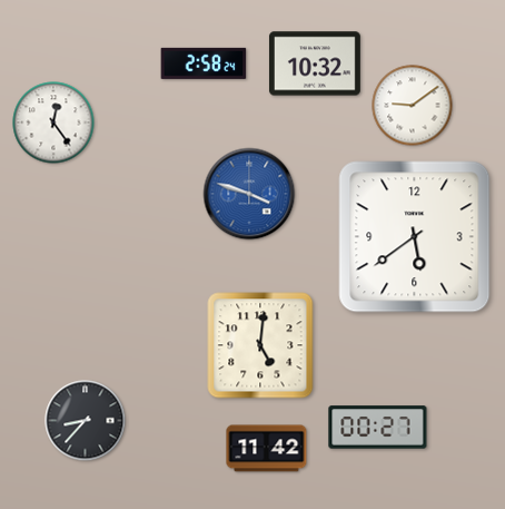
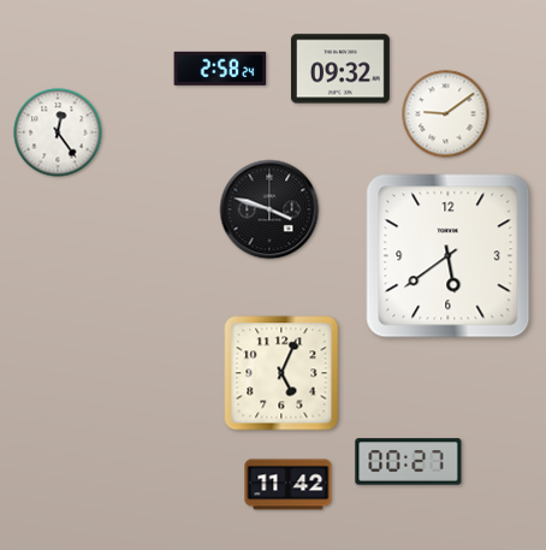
clock at (315, 63): 10:32 -> 09:32
clock at (249, 194) dial: blue -> black
clock at (260, 345): 5:01 -> 5:04
clock at (86, 421): 8:37 -> none
